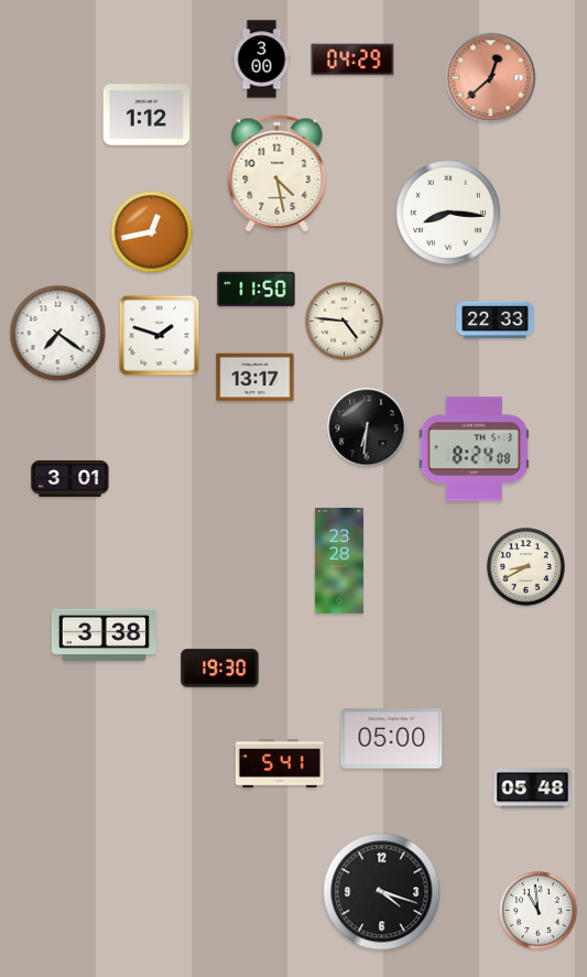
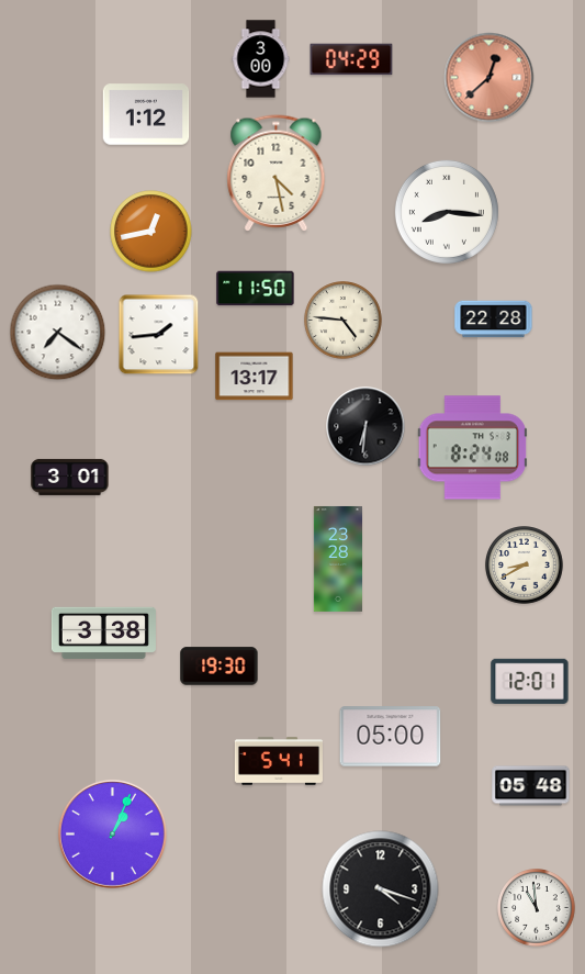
clock at (496, 321): 22:33 -> 22:28
clock at (160, 336): 1:48 -> 1:44
clock at (530, 681): none -> 12:01
clock at (112, 833): none -> 1:04
